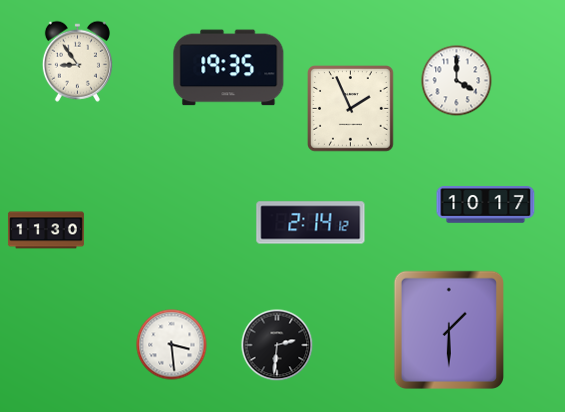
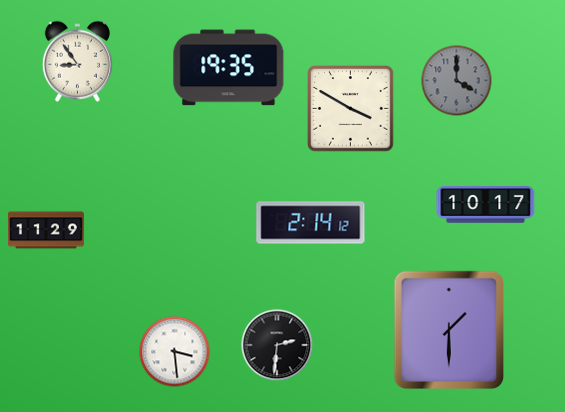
clock at (457, 81) dial: white -> grey
clock at (351, 109): 1:56 -> 3:50
clock at (46, 230): 11:30 -> 11:29
clock at (172, 345) position: (172, 345) -> (175, 352)
